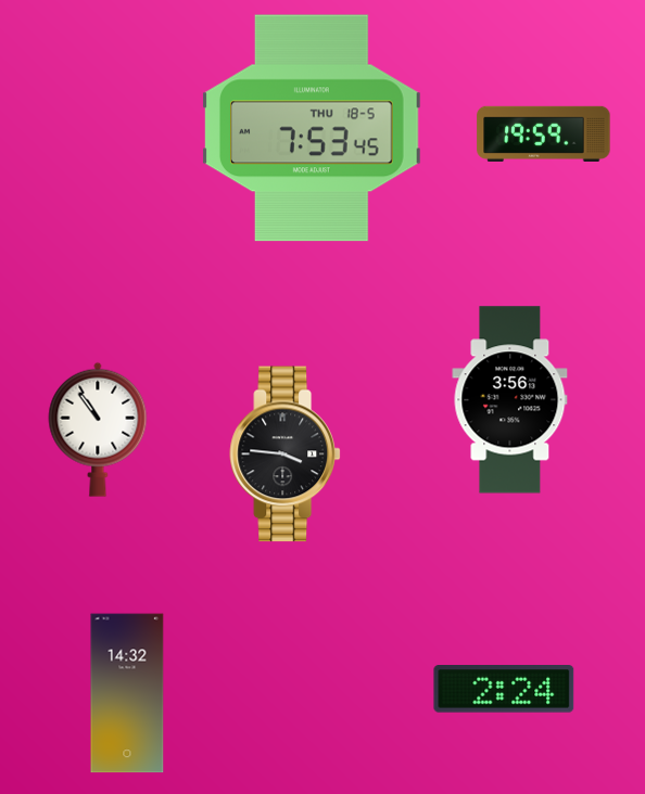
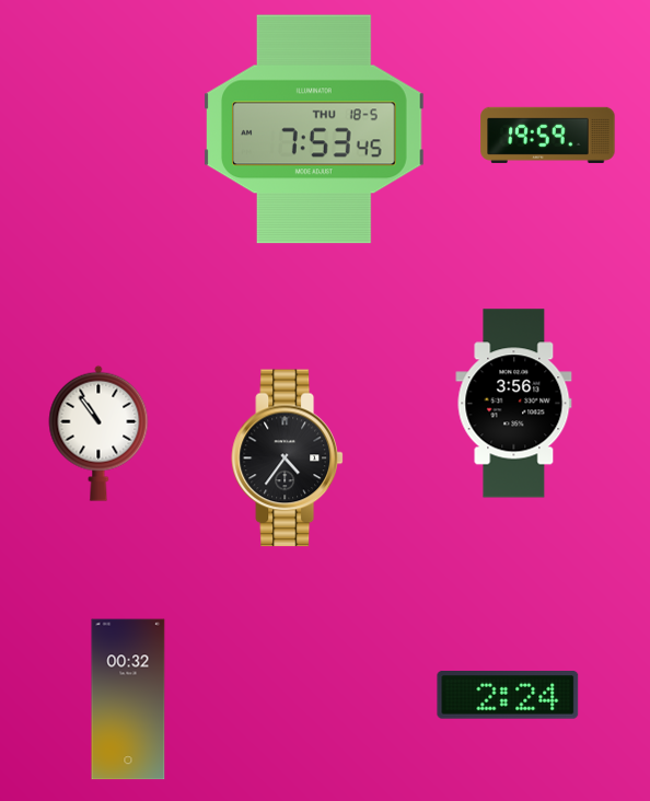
clock at (284, 454): 3:46 -> 4:36
clock at (127, 693): 14:32 -> 00:32
